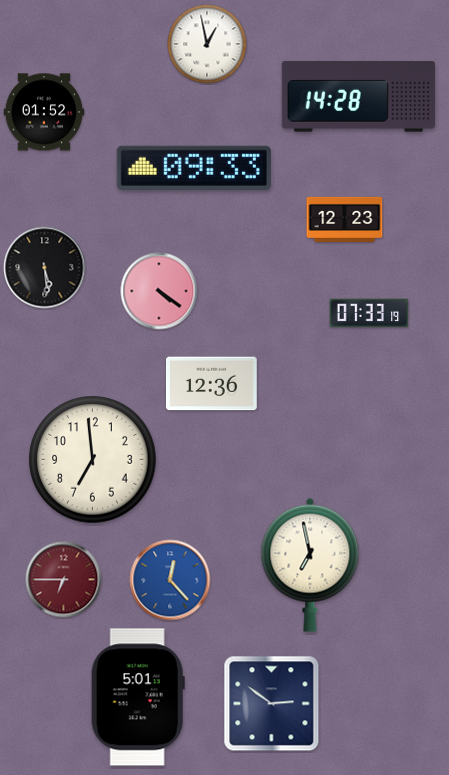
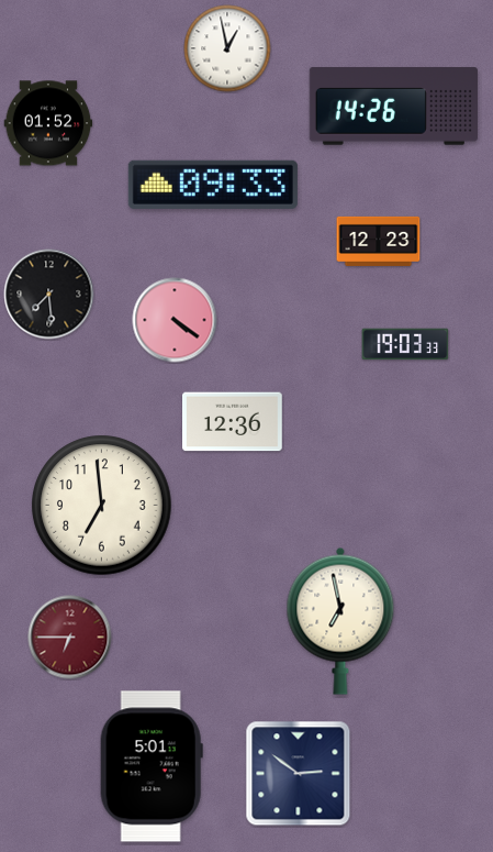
clock at (358, 97): 14:28 -> 14:26
clock at (45, 268): 5:29 -> 7:29
clock at (369, 313): 07:33 -> 19:03
clock at (170, 580): 12:23 -> none
